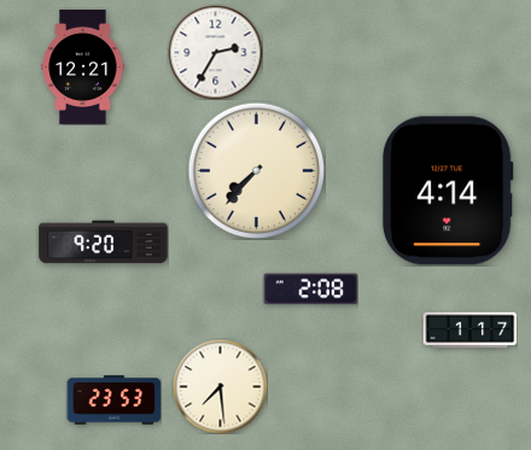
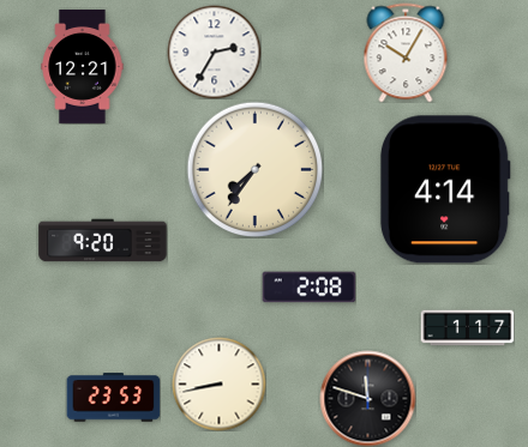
clock at (406, 53): none -> 10:05
clock at (256, 170): 7:37 -> 7:36
clock at (220, 386): 7:29 -> 8:43
clock at (367, 398): none -> 11:48
